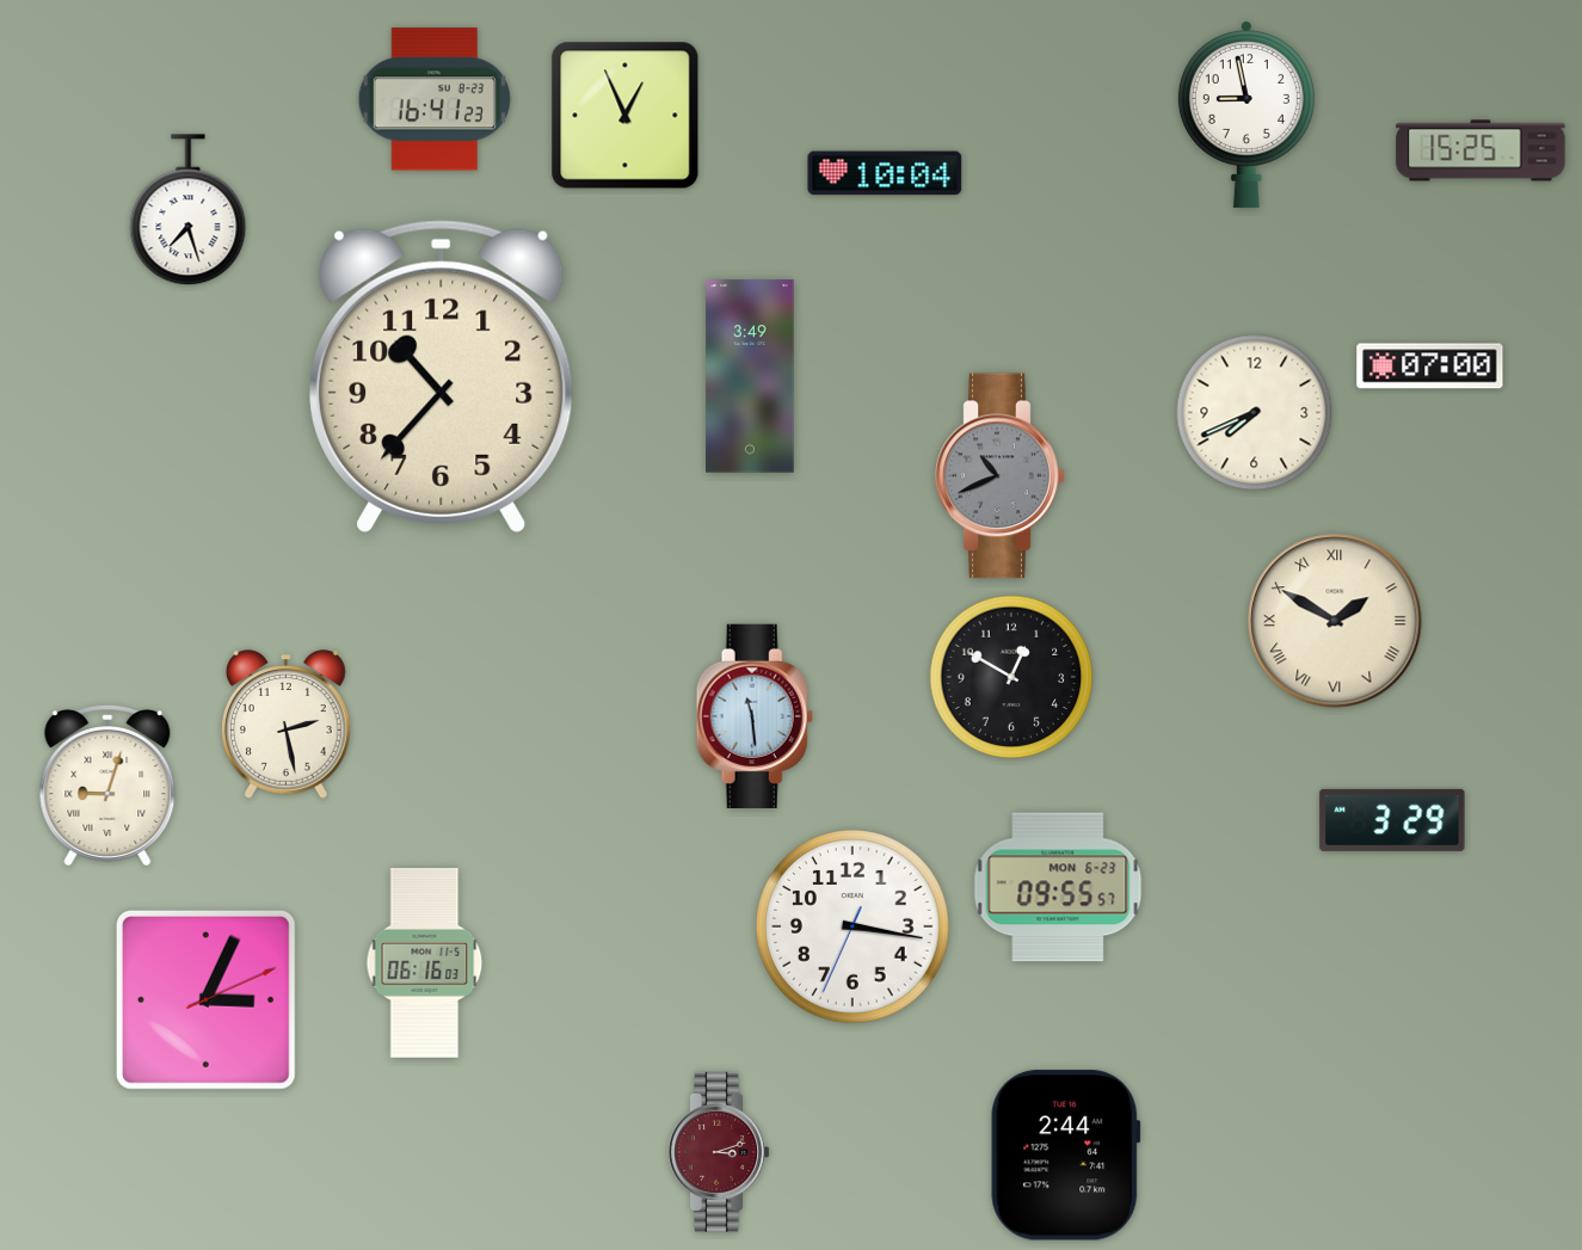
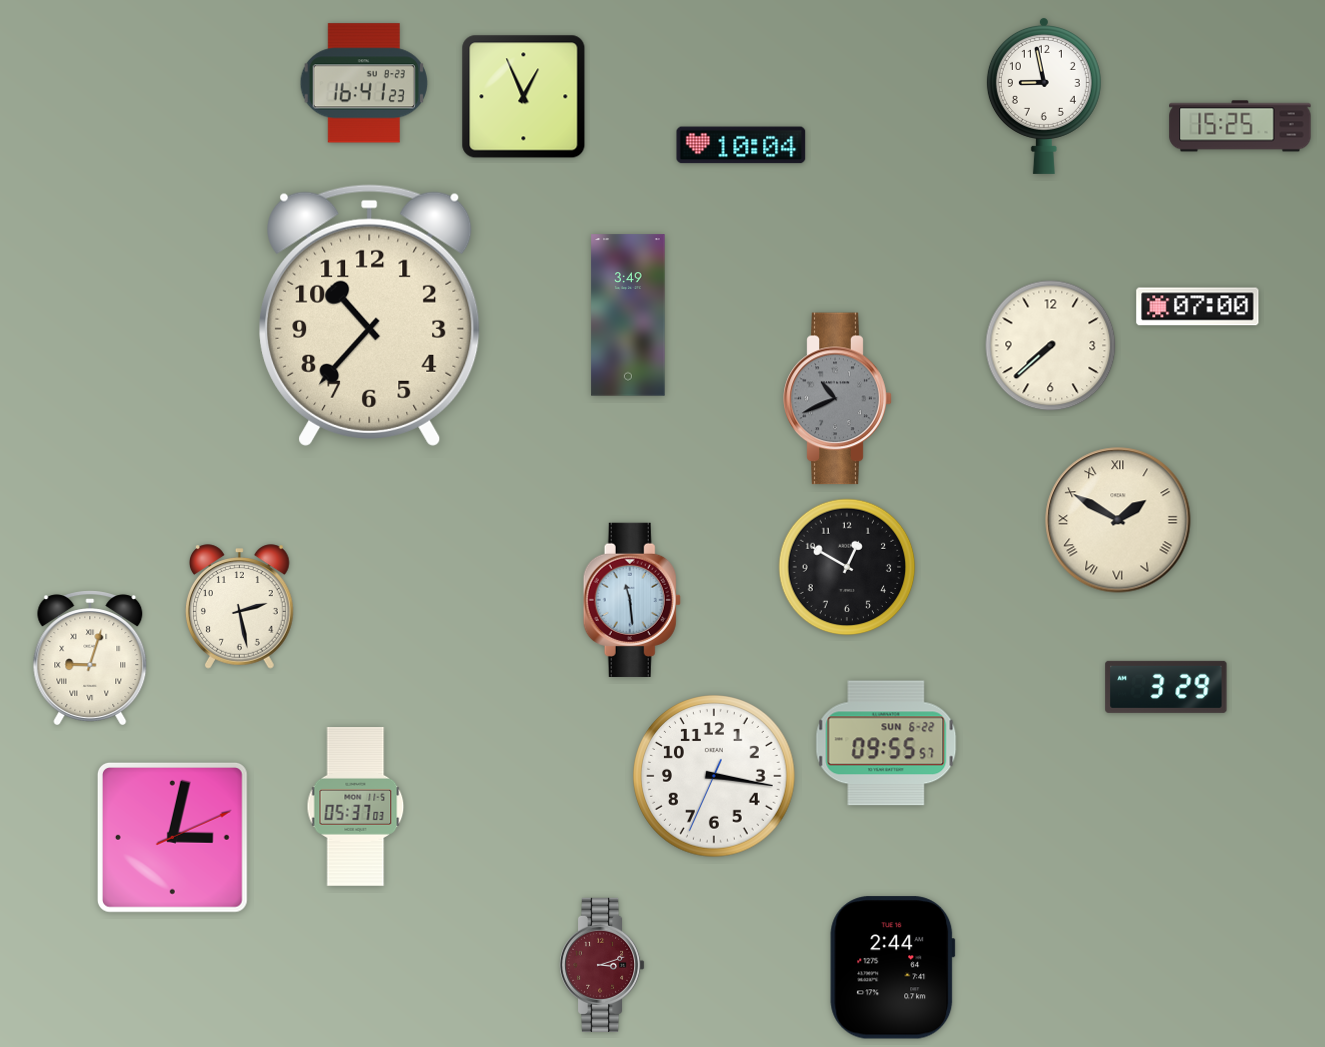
clock at (189, 210): 7:27 -> none
clock at (1255, 413): 7:41 -> 7:38
clock at (1058, 887) date: MON 6-23 -> SUN 6-22
clock at (425, 963): 06:16 -> 05:37
clock at (205, 999): 3:04 -> 3:02
